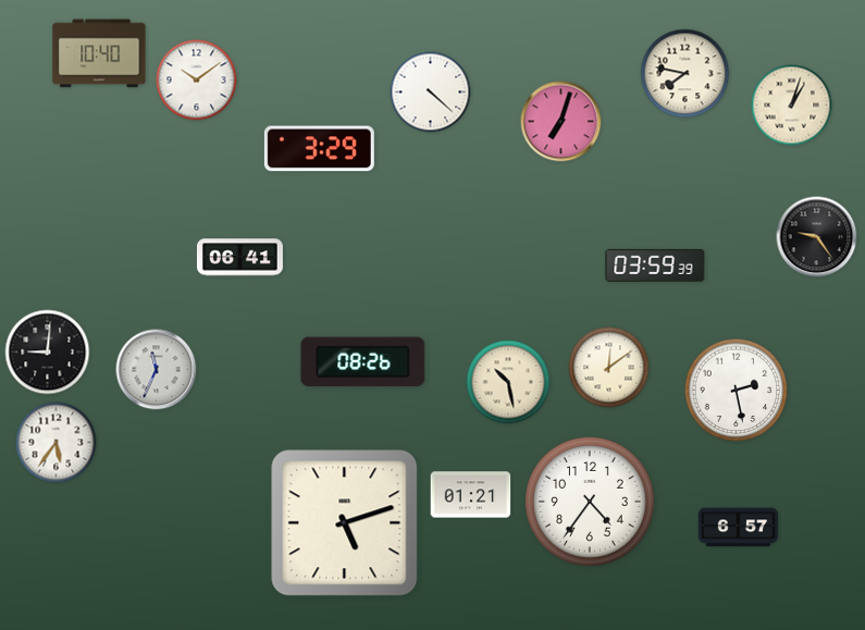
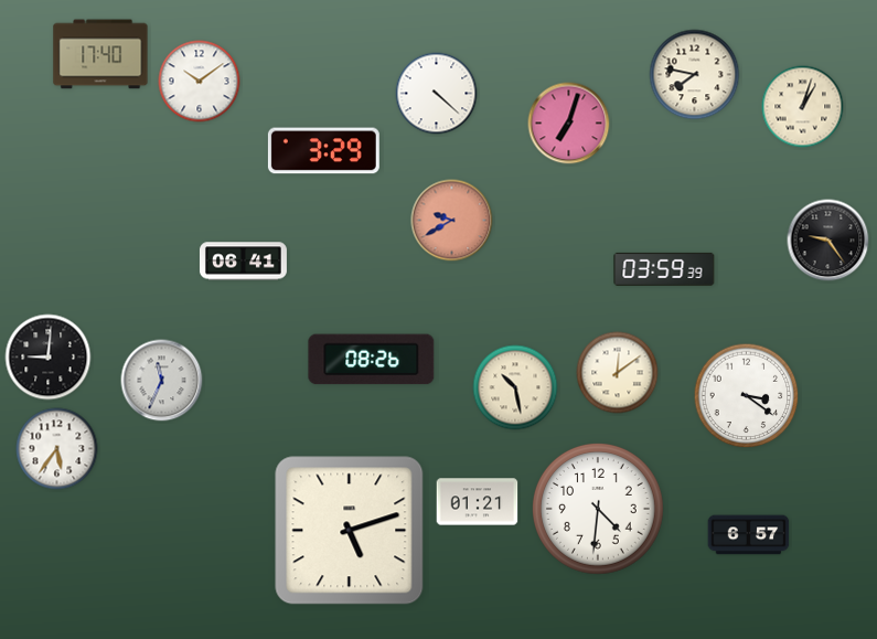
clock at (99, 53): 10:40 -> 17:40
clock at (452, 221): none -> 9:40
clock at (363, 362) position: (363, 362) -> (372, 360)
clock at (157, 370) position: (157, 370) -> (162, 381)
clock at (737, 391): 2:28 -> 3:21
clock at (591, 503): 4:36 -> 4:31
